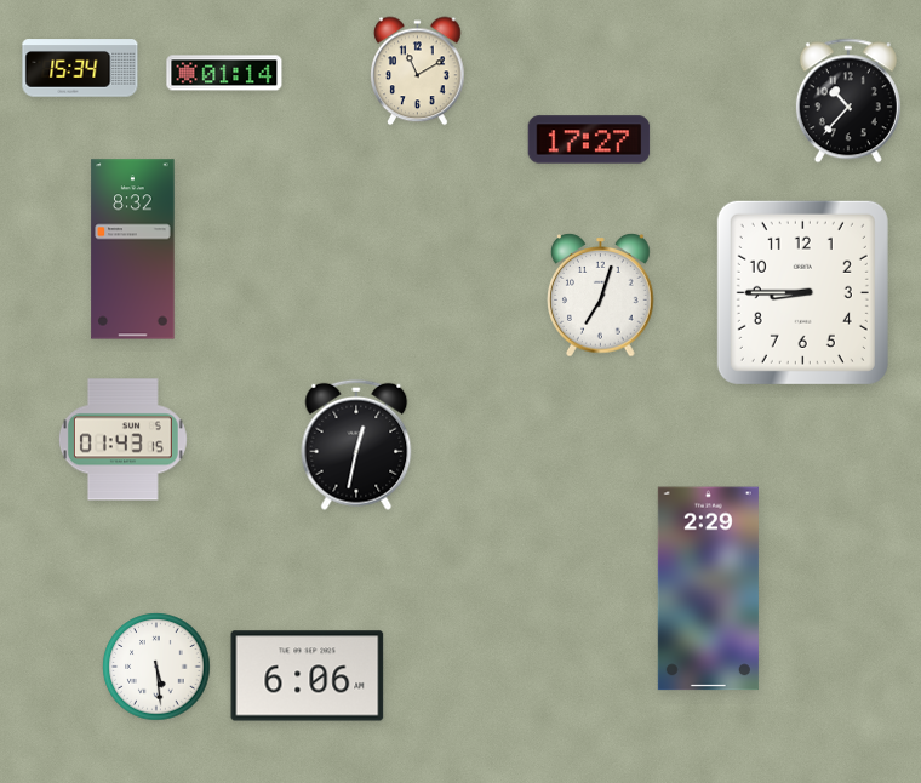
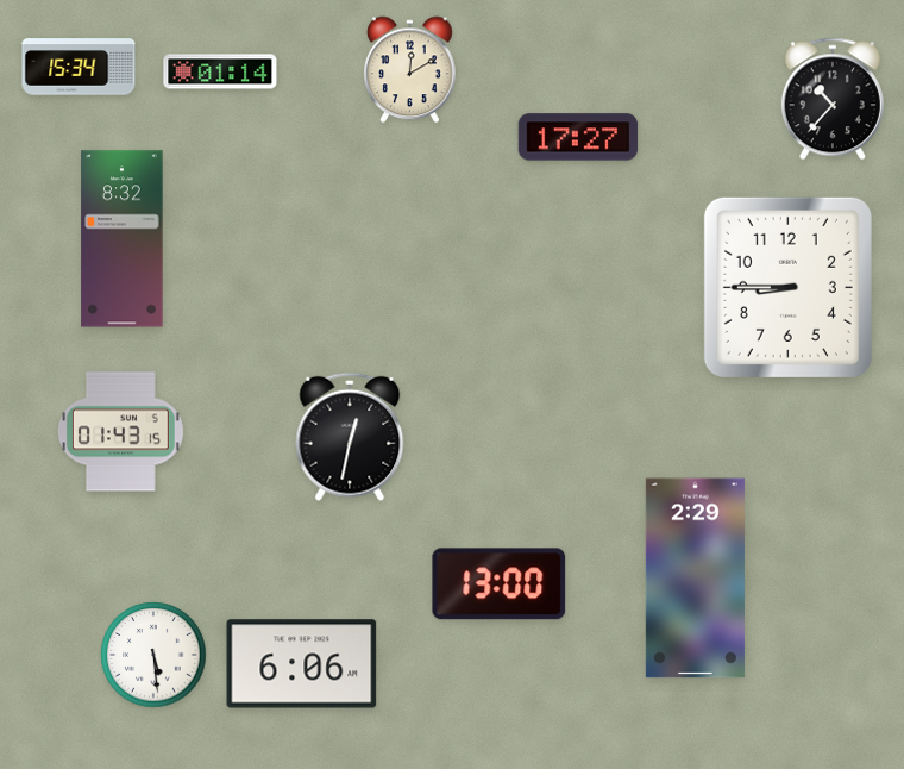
clock at (418, 72): 11:10 -> 12:10
clock at (133, 250) position: (133, 250) -> (123, 239)
clock at (601, 296): 7:03 -> none
clock at (500, 584): none -> 13:00
